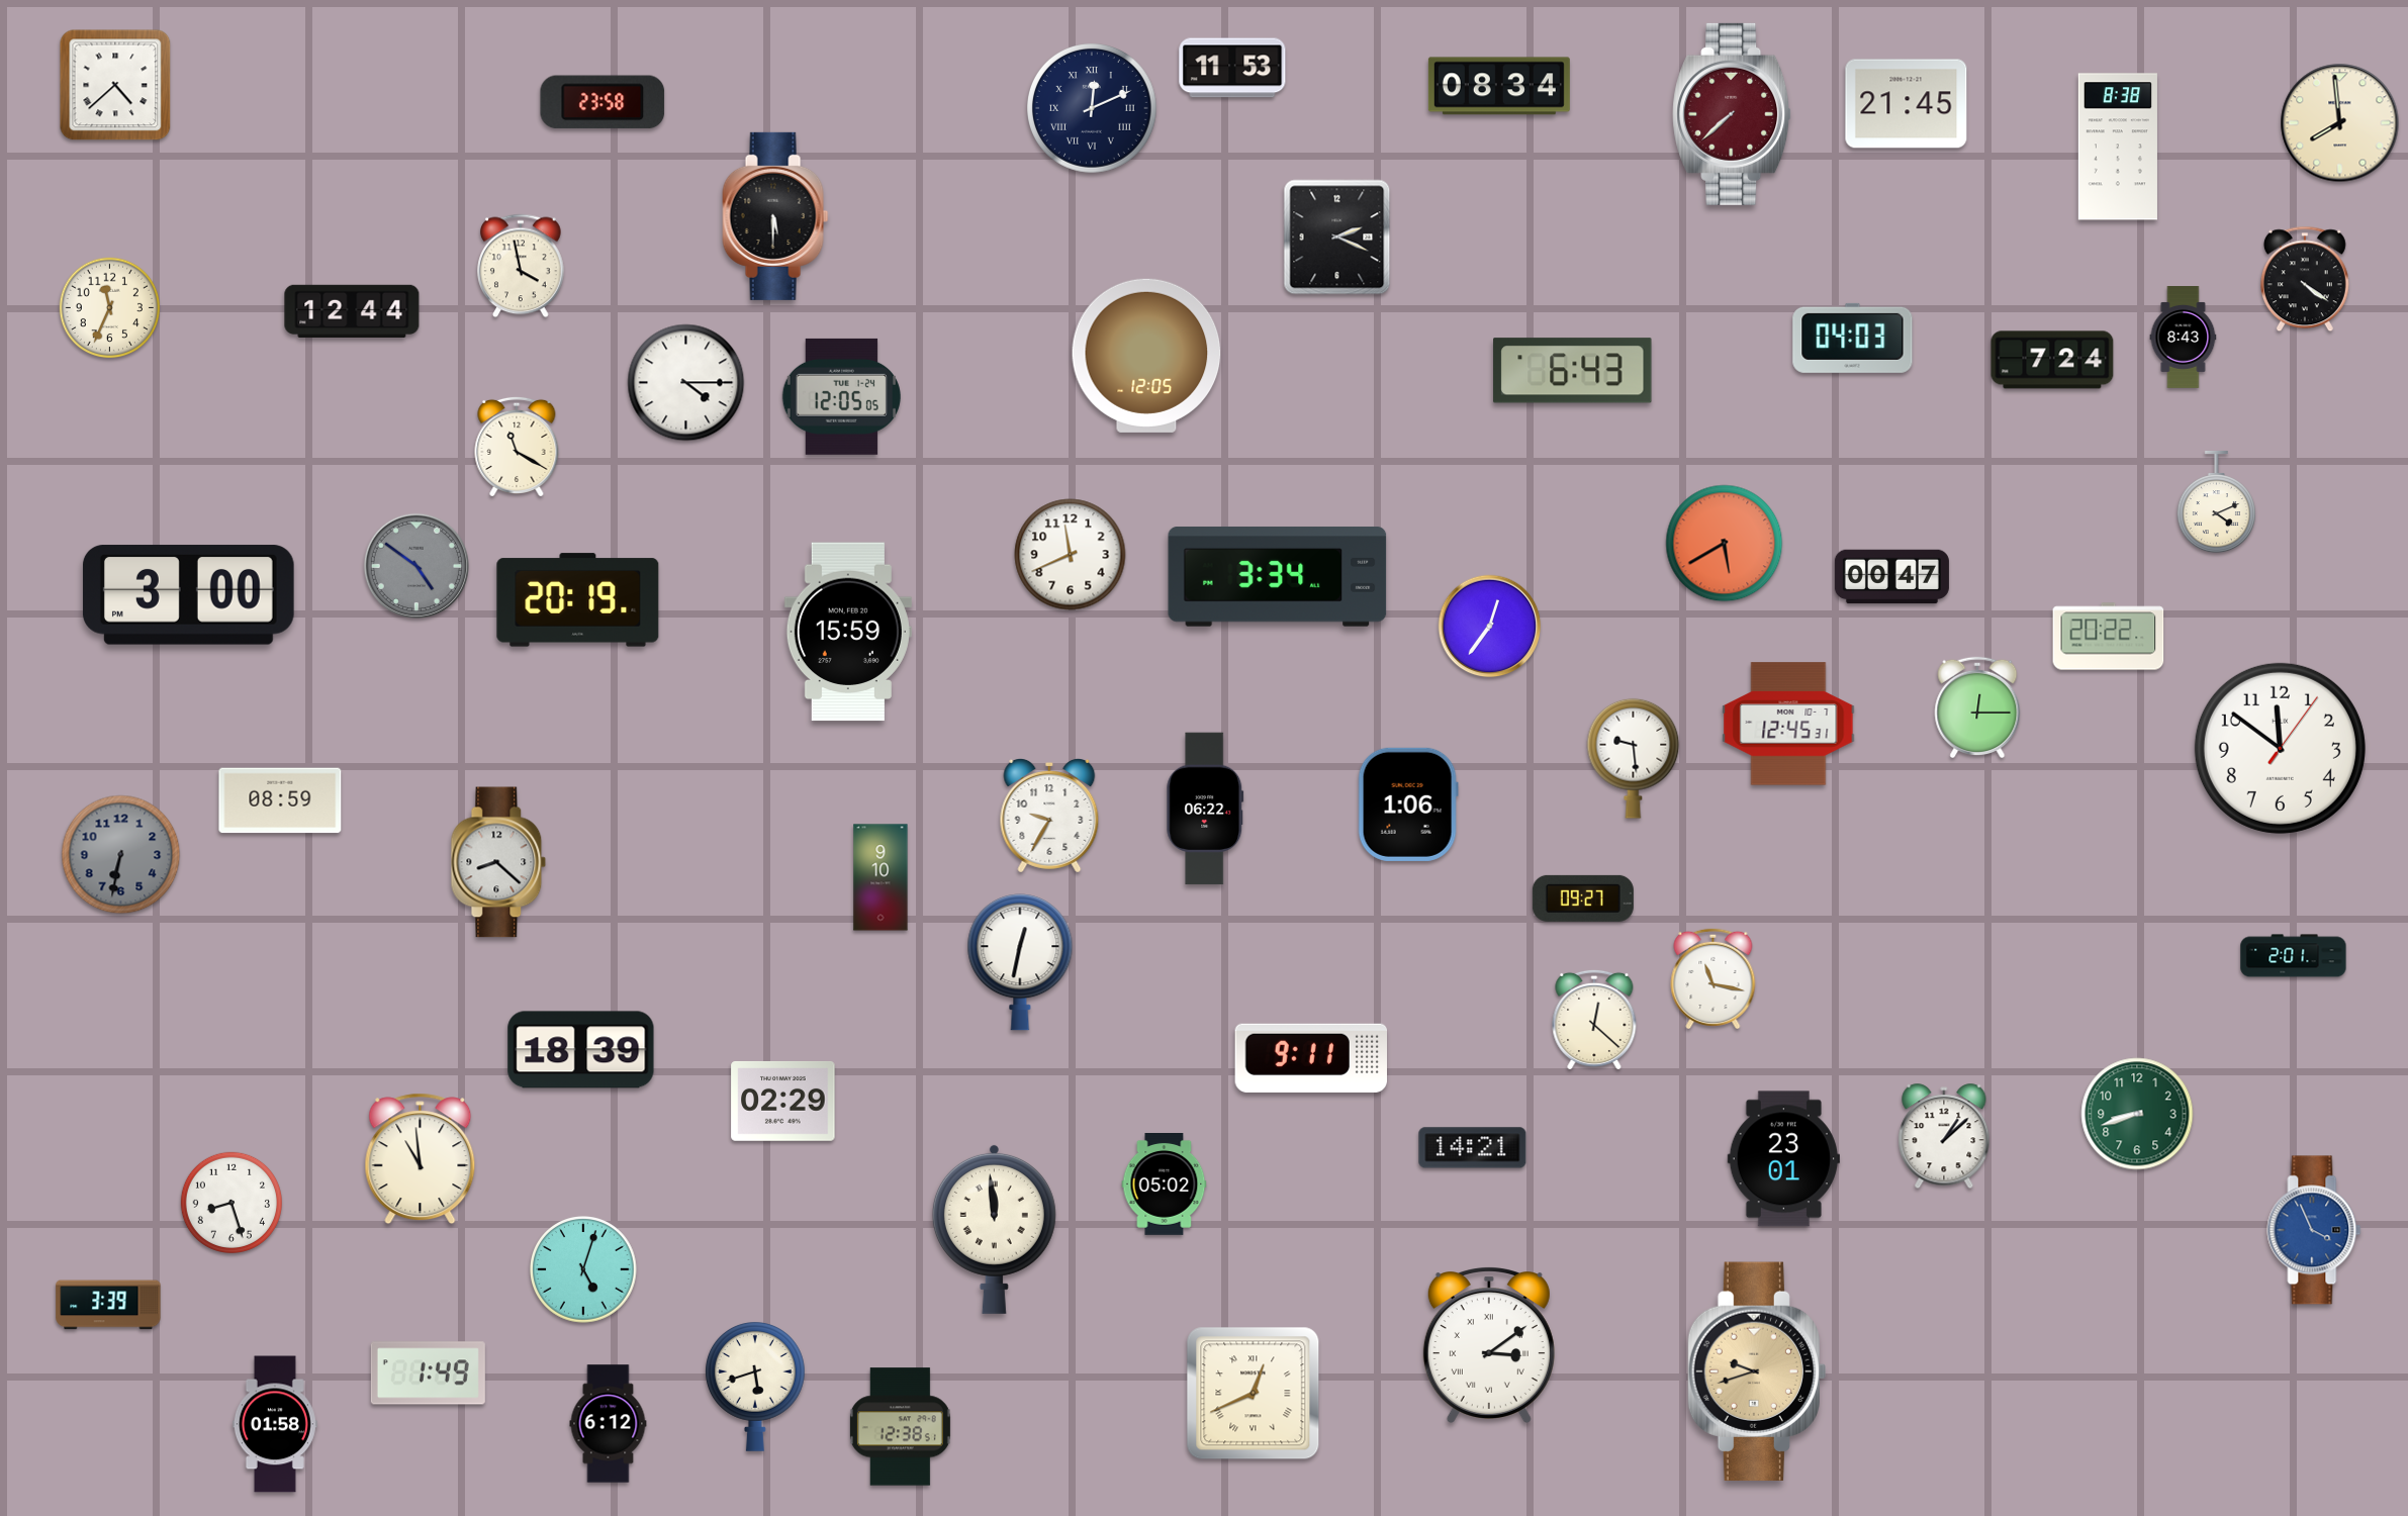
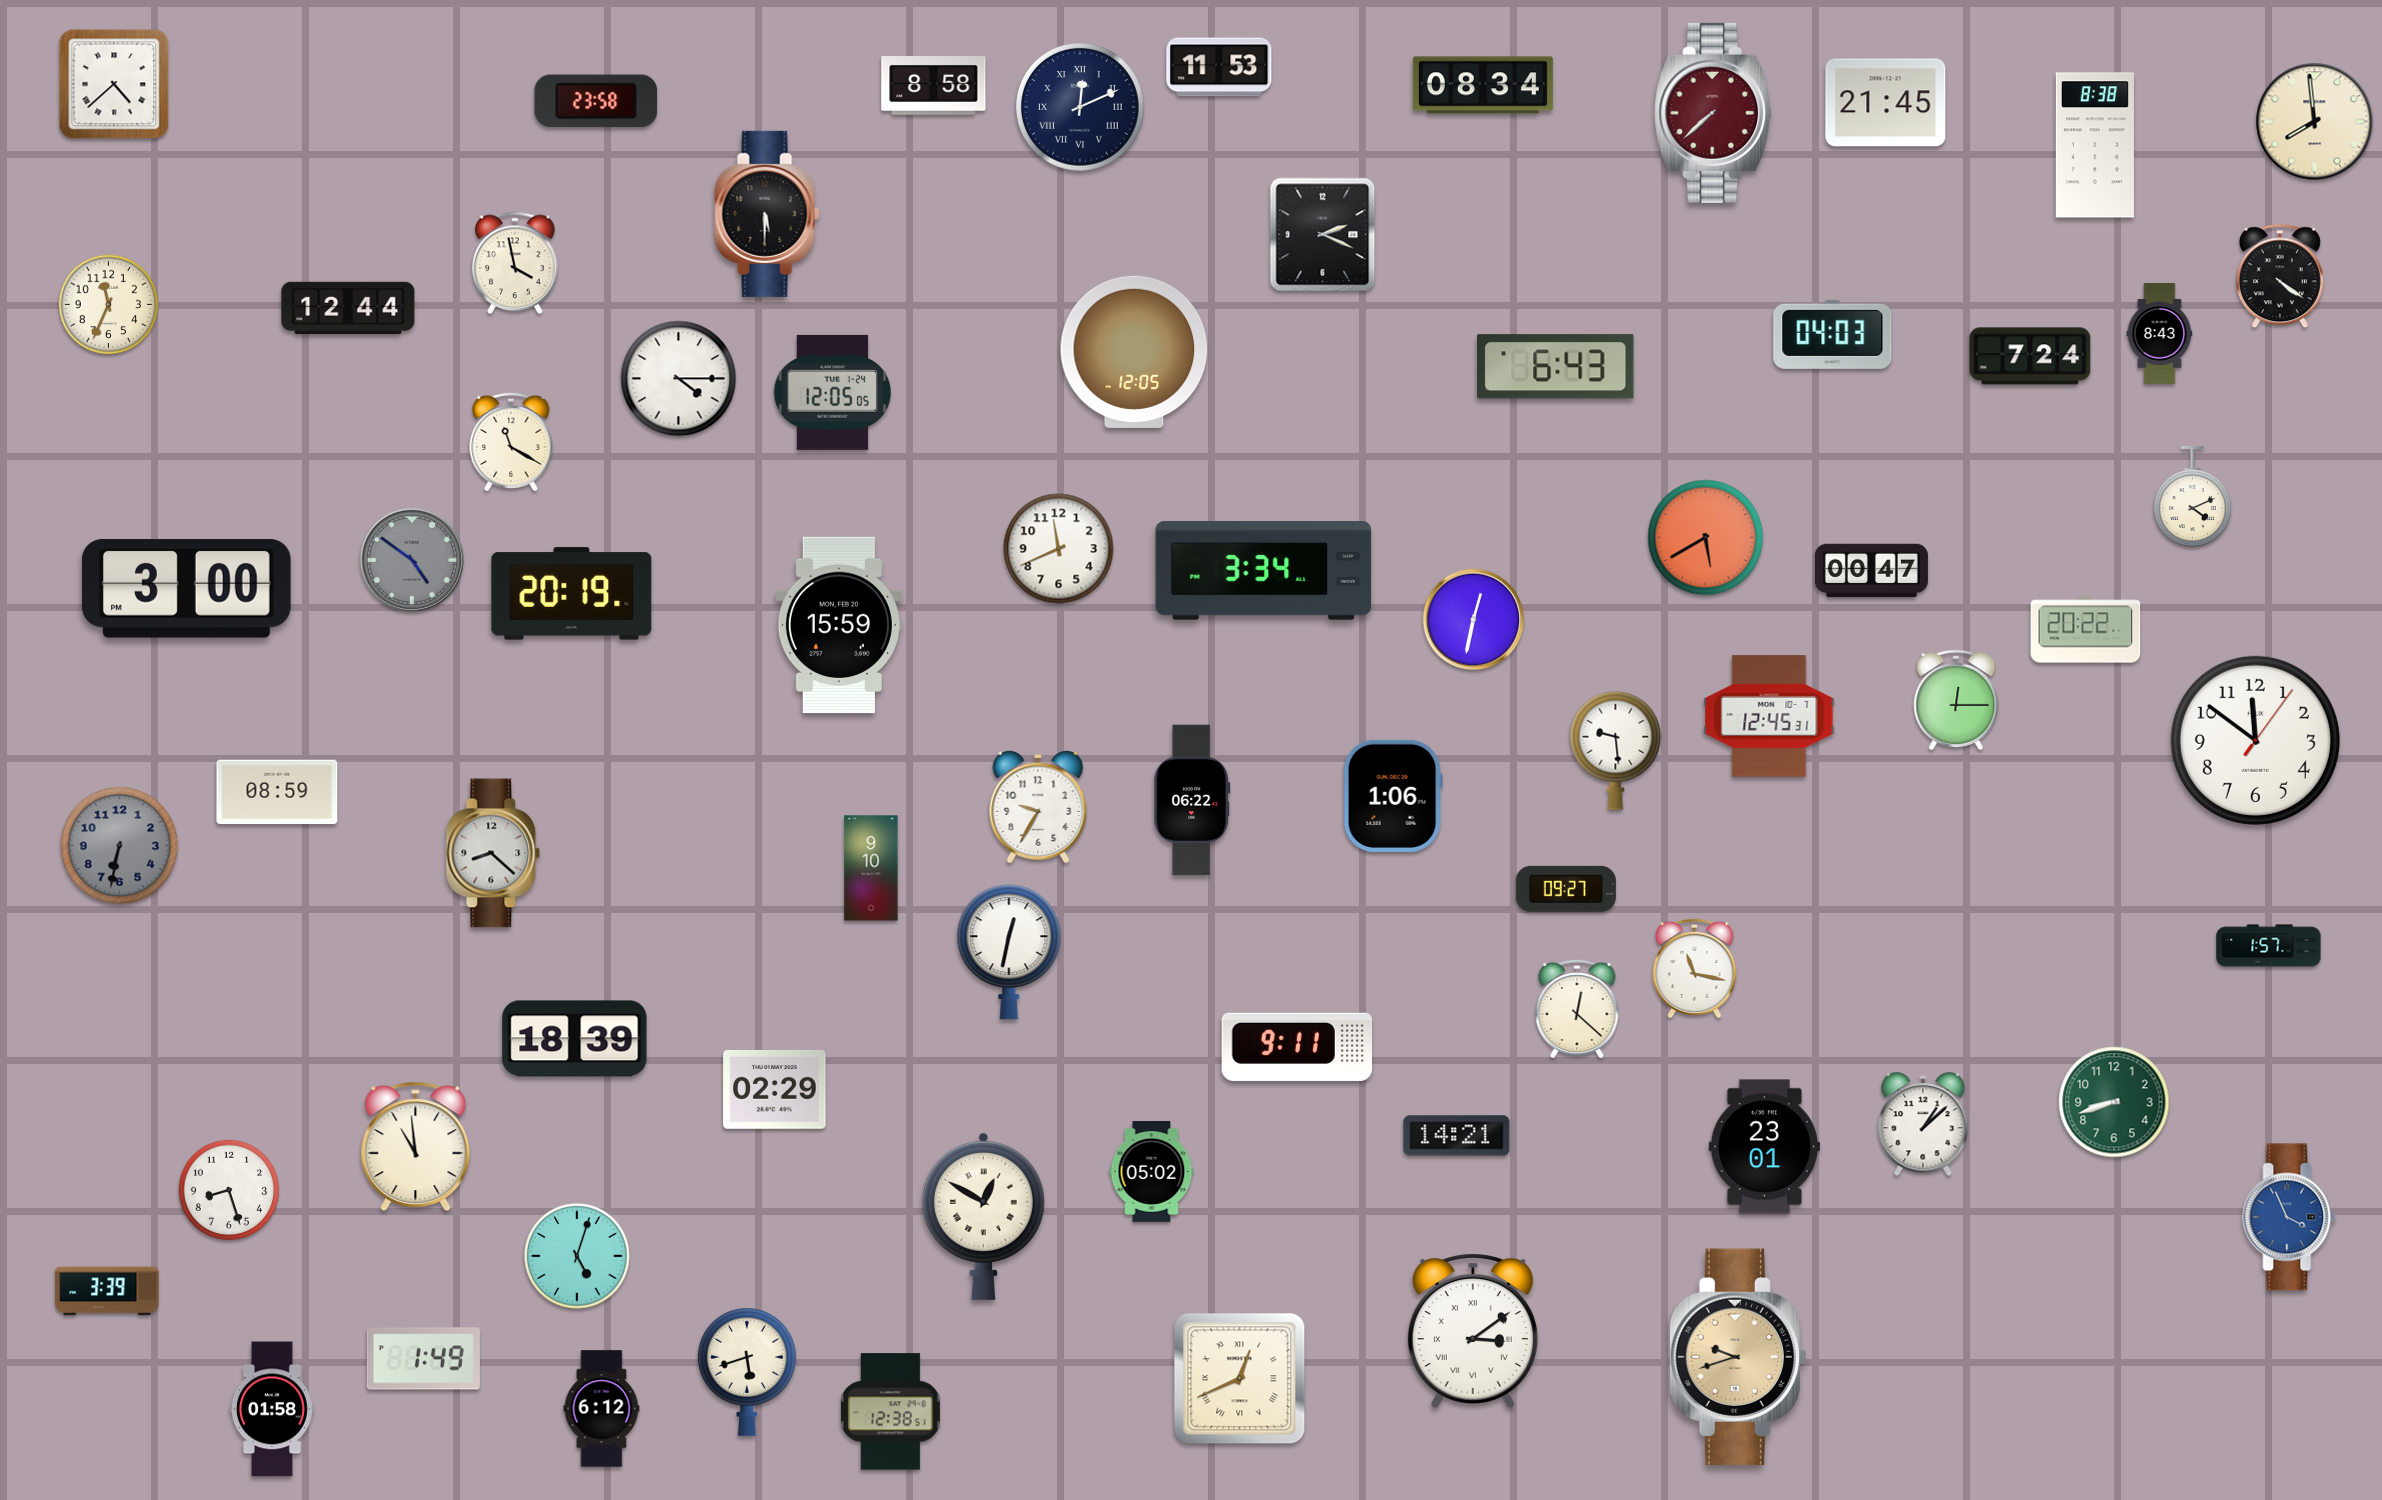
clock at (934, 86): none -> 8:58
clock at (1490, 627): 12:36 -> 12:32
clock at (2294, 956): 2:01 -> 1:57
clock at (994, 1229): 11:59 -> 12:50
